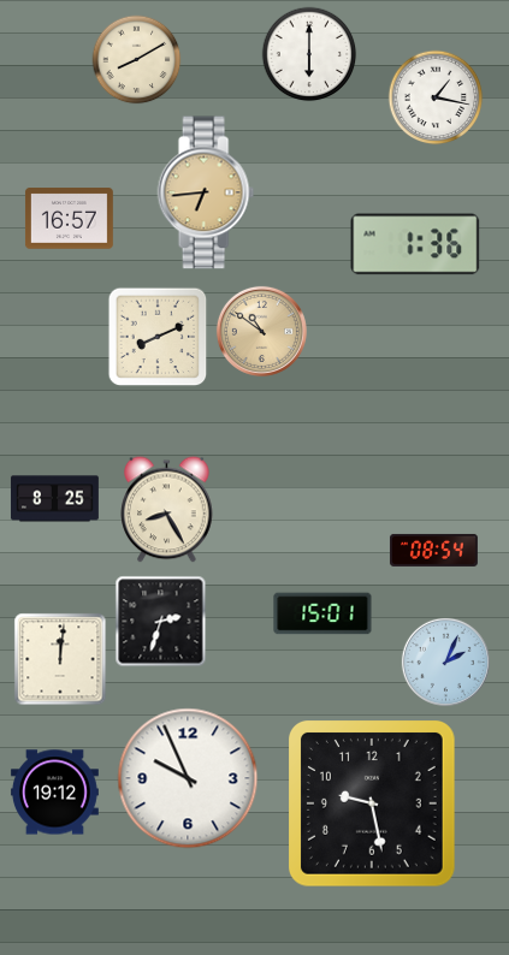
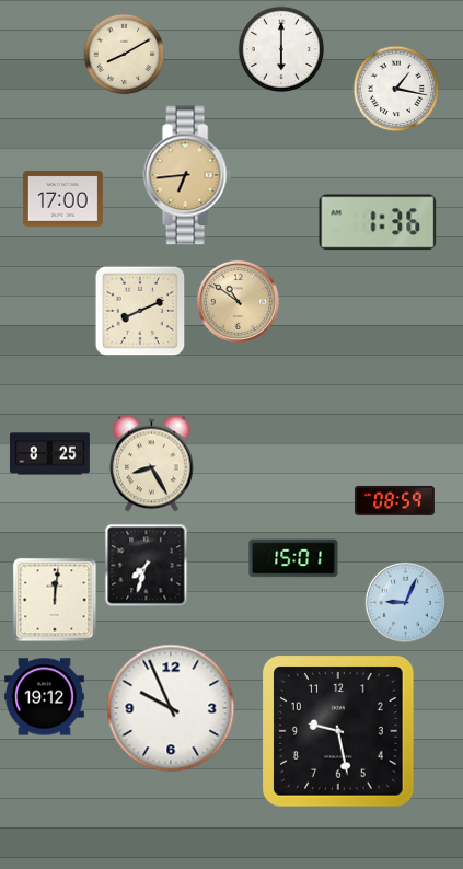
clock at (69, 219): 16:57 -> 17:00
clock at (158, 337) position: (158, 337) -> (140, 311)
clock at (433, 550): 08:54 -> 08:59
clock at (161, 622): 2:33 -> 7:33
clock at (445, 662): 2:04 -> 9:04
clock at (54, 793) position: (54, 793) -> (44, 697)
